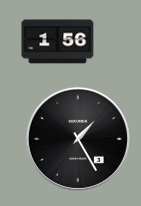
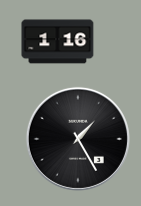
clock at (58, 42): 1:56 -> 1:16
